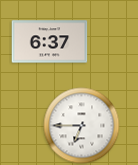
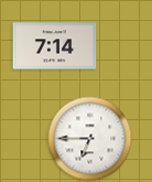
clock at (50, 42): 6:37 -> 7:14
